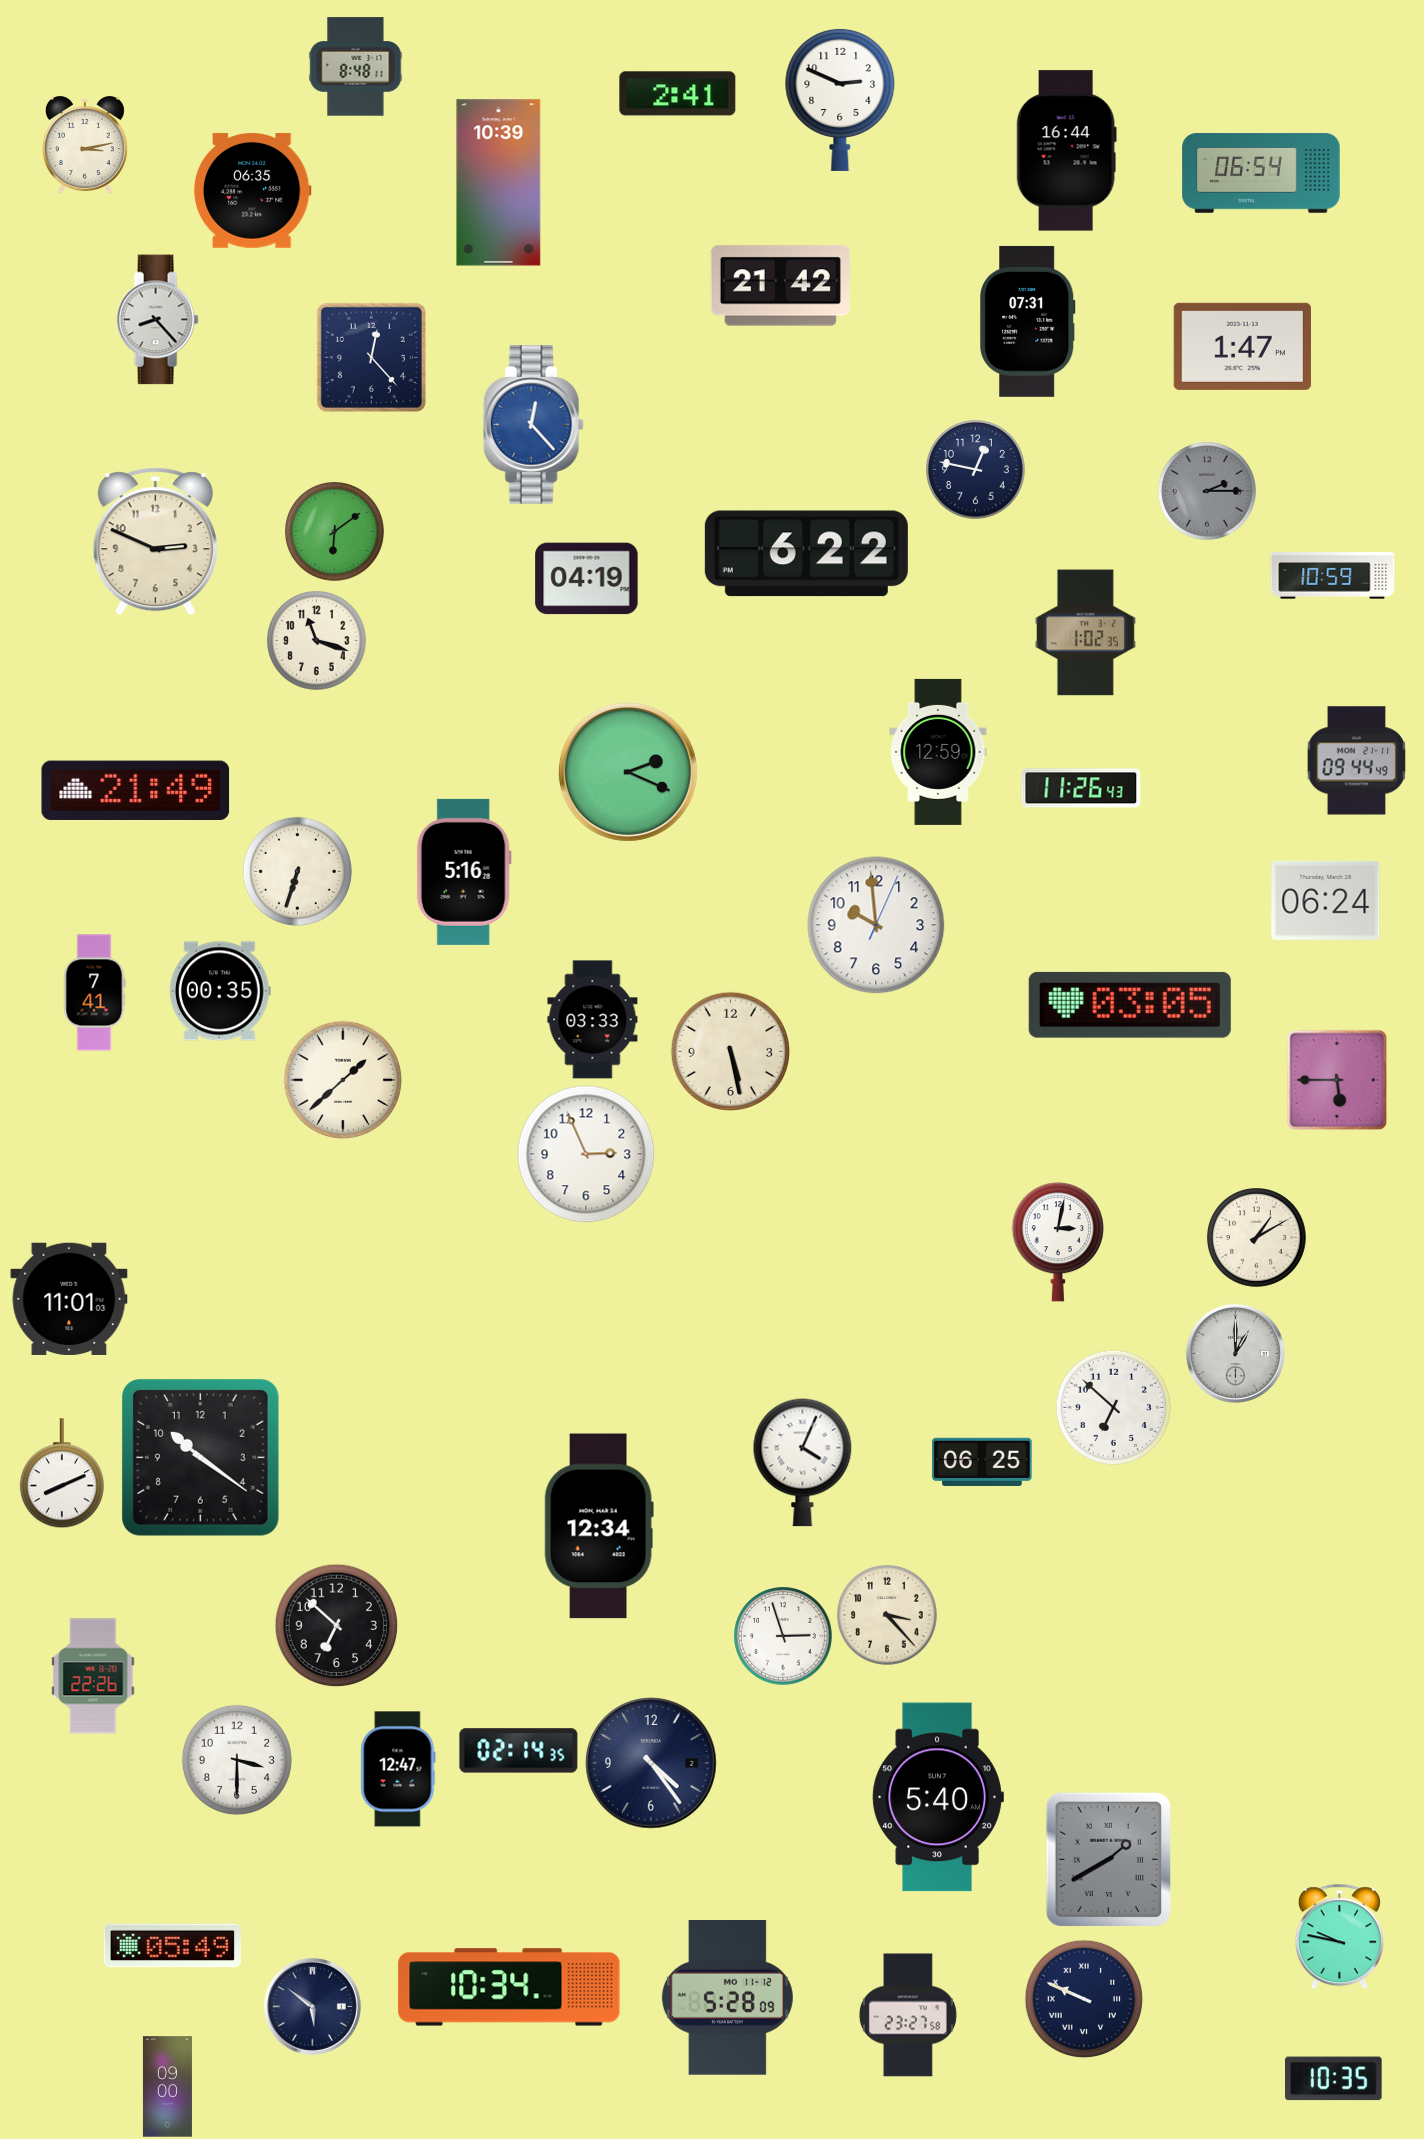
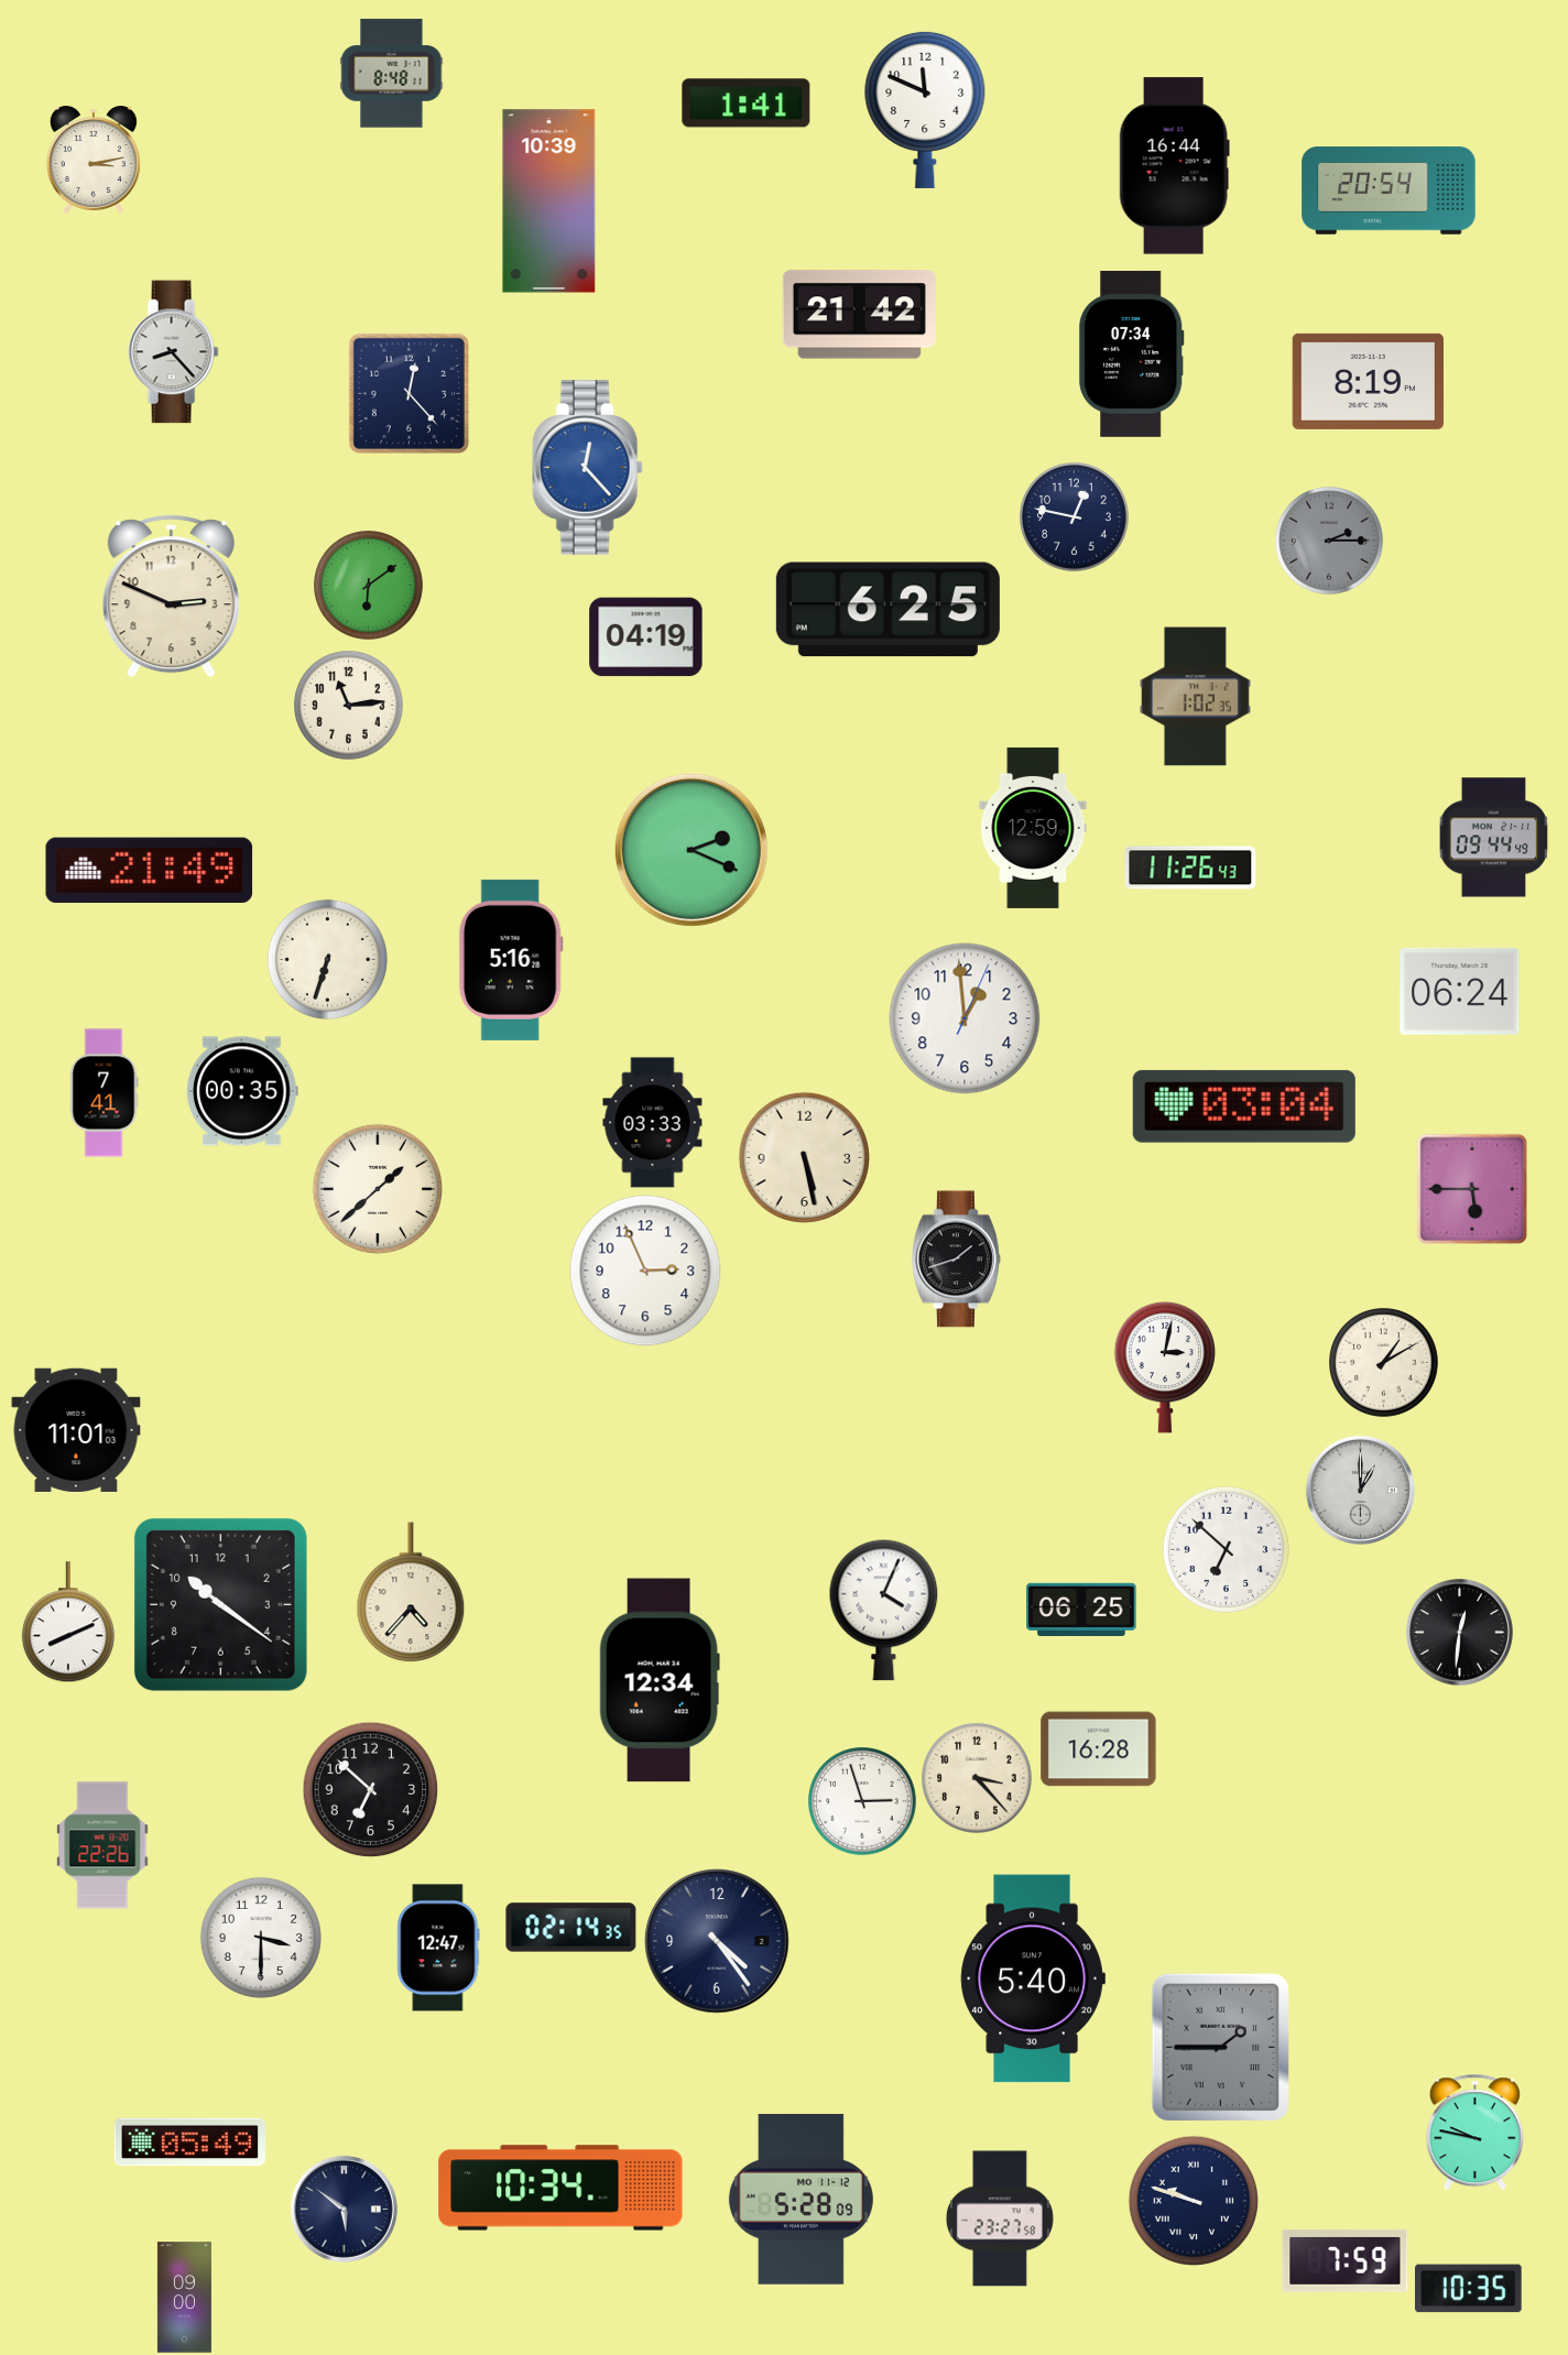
clock at (678, 94): 2:41 -> 1:41
clock at (840, 99): 2:49 -> 11:49
clock at (1261, 173): 06:54 -> 20:54
clock at (252, 190): 06:35 -> none
clock at (1028, 321): 07:31 -> 07:34
clock at (1242, 346): 1:47 -> 8:19
clock at (806, 554): 6:22 -> 6:25
clock at (1333, 576): 10:59 -> none
clock at (317, 641): 11:18 -> 11:14
clock at (876, 925): 9:59 -> 12:59
clock at (1130, 1005): 03:05 -> 03:04
clock at (956, 1260): none -> 1:42
clock at (411, 1592): none -> 4:37
clock at (1459, 1632): none -> 12:31
clock at (1099, 1749): none -> 16:28
clock at (1108, 1859): 1:40 -> 1:45
clock at (1083, 1998): 9:49 -> 9:48
clock at (1346, 2261): none -> 7:59
